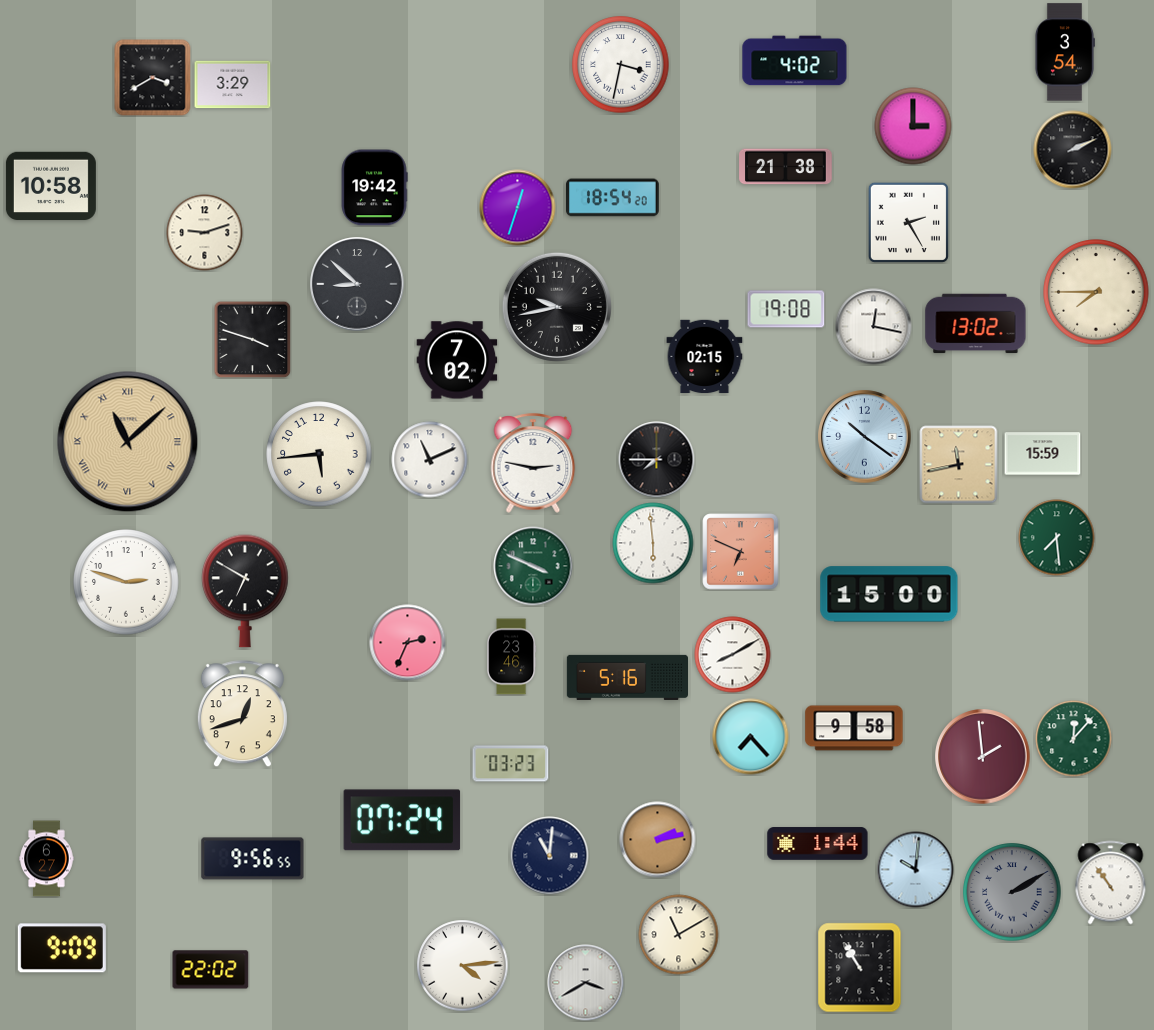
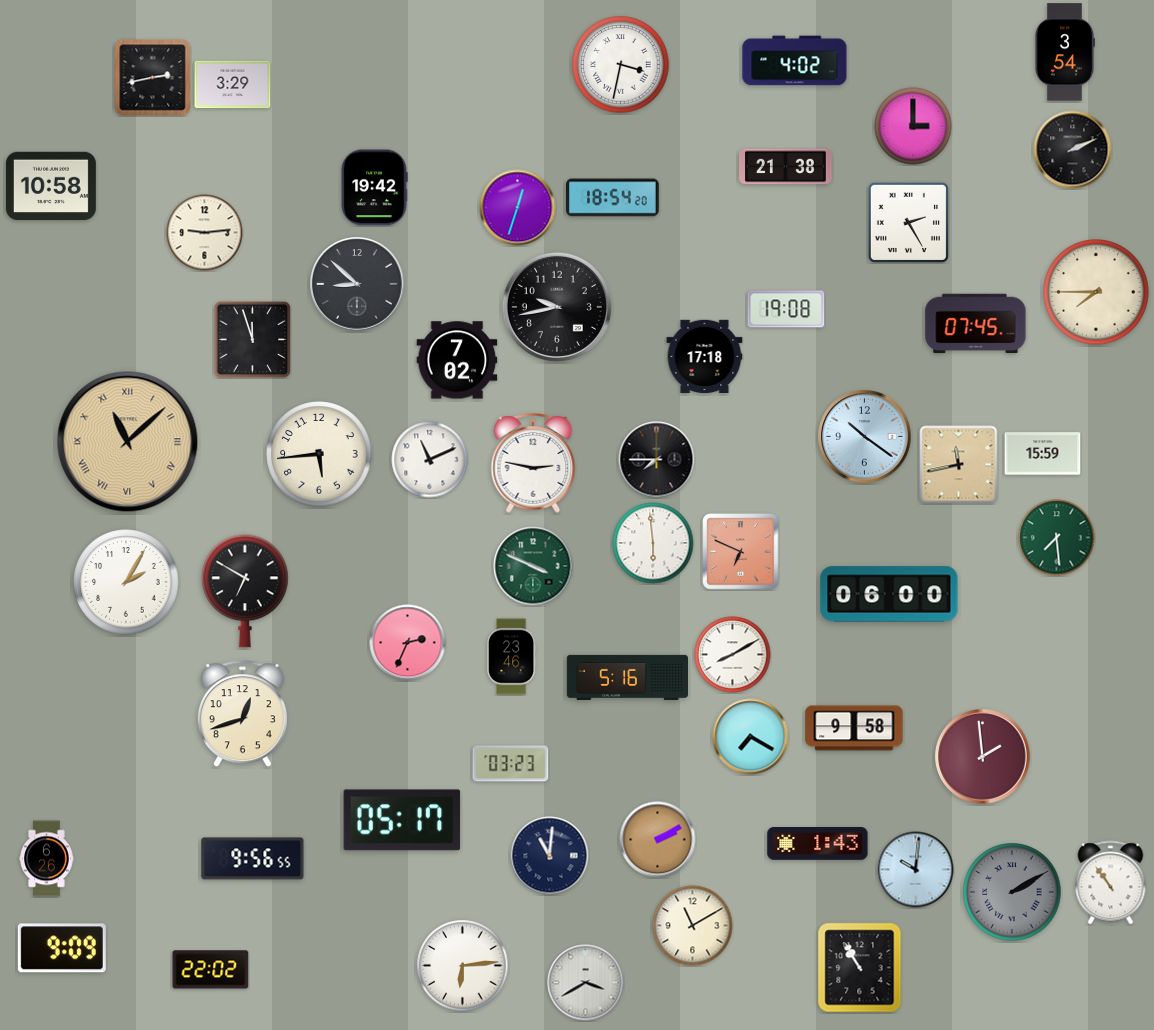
clock at (153, 78): 3:40 -> 2:43
clock at (205, 233): 9:12 -> 9:14
clock at (976, 324): 13:02 -> 07:45
clock at (874, 327): 12:17 -> none
clock at (252, 339): 3:48 -> 11:57
clock at (705, 357): 02:15 -> 17:18
clock at (126, 582): 2:48 -> 2:05
clock at (889, 594): 15:00 -> 06:00
clock at (751, 737): 7:23 -> 7:20
clock at (1074, 739): 12:07 -> none
clock at (402, 820): 07:24 -> 05:17
clock at (658, 840): 2:13 -> 2:10
clock at (818, 844): 1:44 -> 1:43
clock at (47, 859): 6:27 -> 6:26
clock at (679, 935) position: (679, 935) -> (693, 926)
clock at (463, 966): 4:14 -> 6:14
